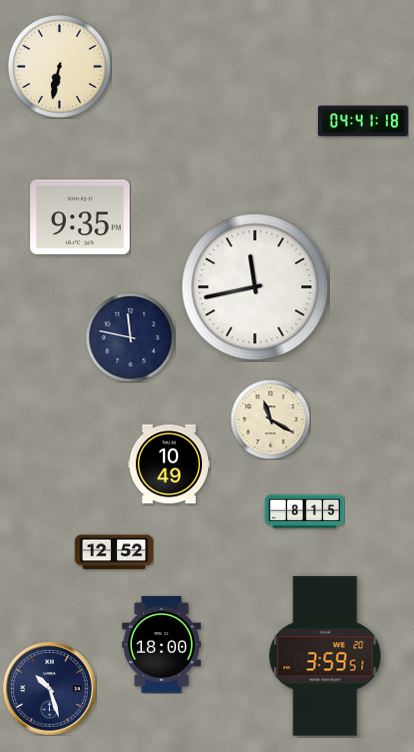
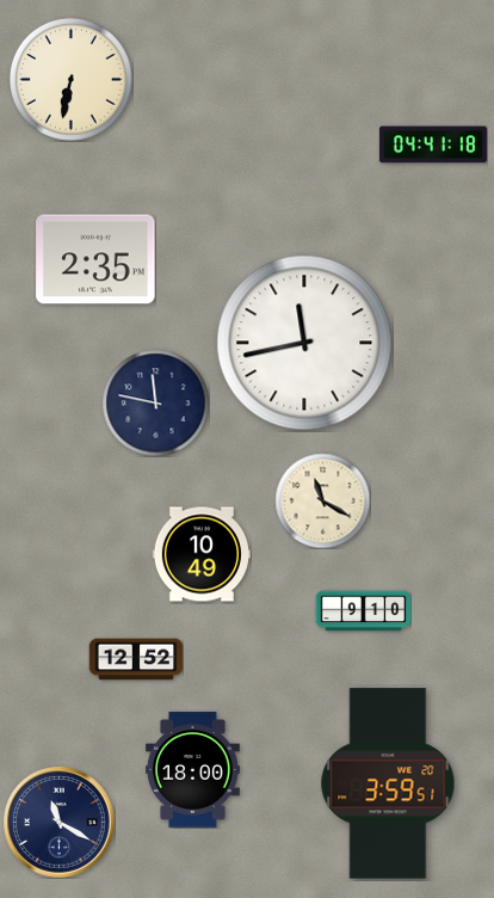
clock at (80, 217): 9:35 -> 2:35
clock at (304, 512): 8:15 -> 9:10
clock at (49, 688): 10:27 -> 11:20
